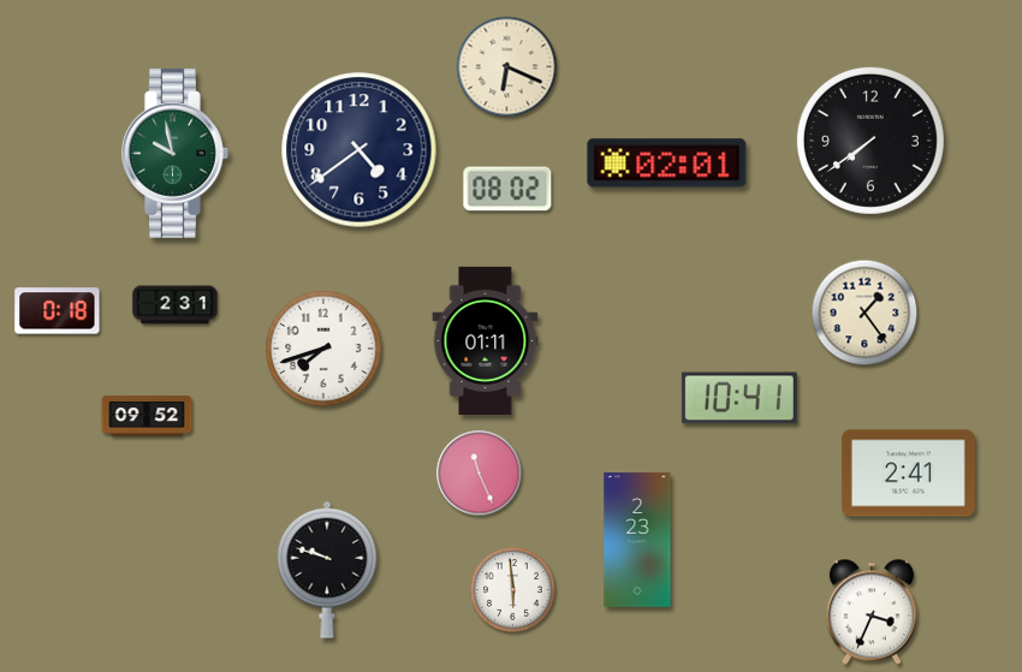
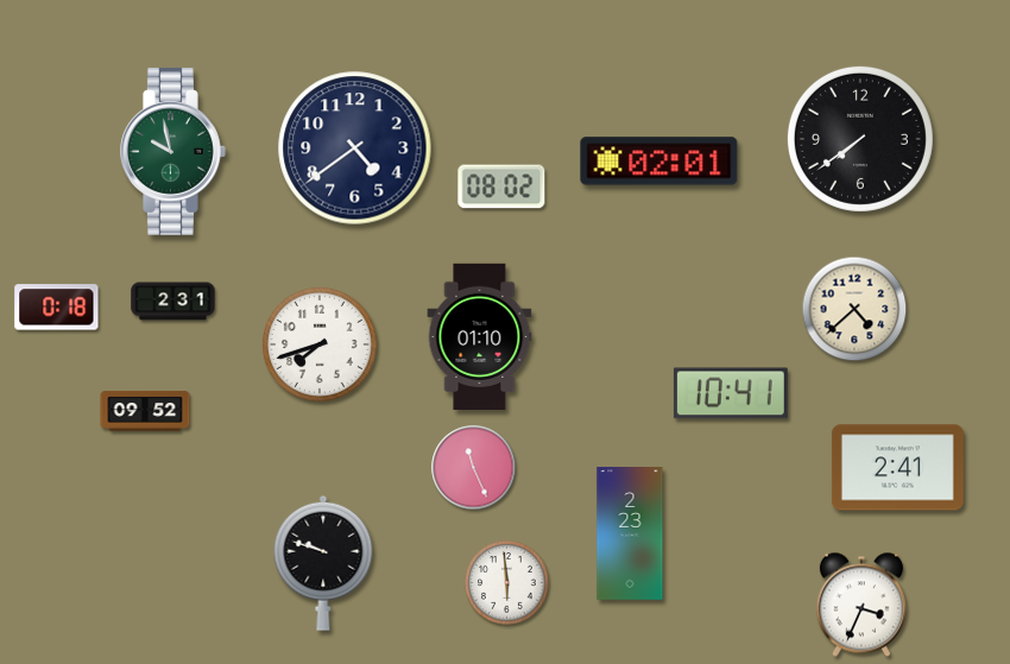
clock at (507, 67): 6:19 -> none
clock at (864, 313): 1:24 -> 4:38
clock at (486, 340): 01:11 -> 01:10
